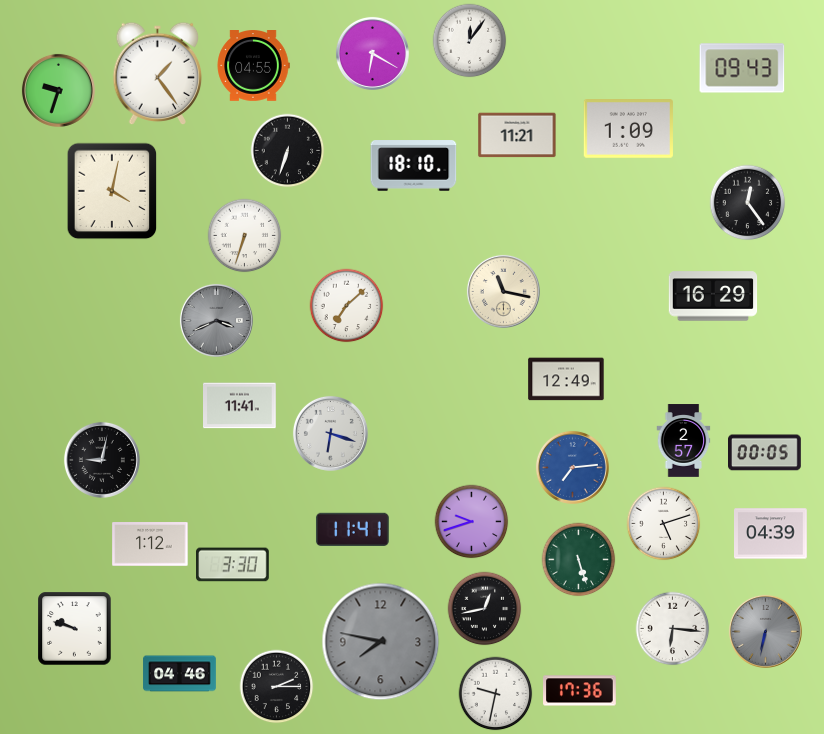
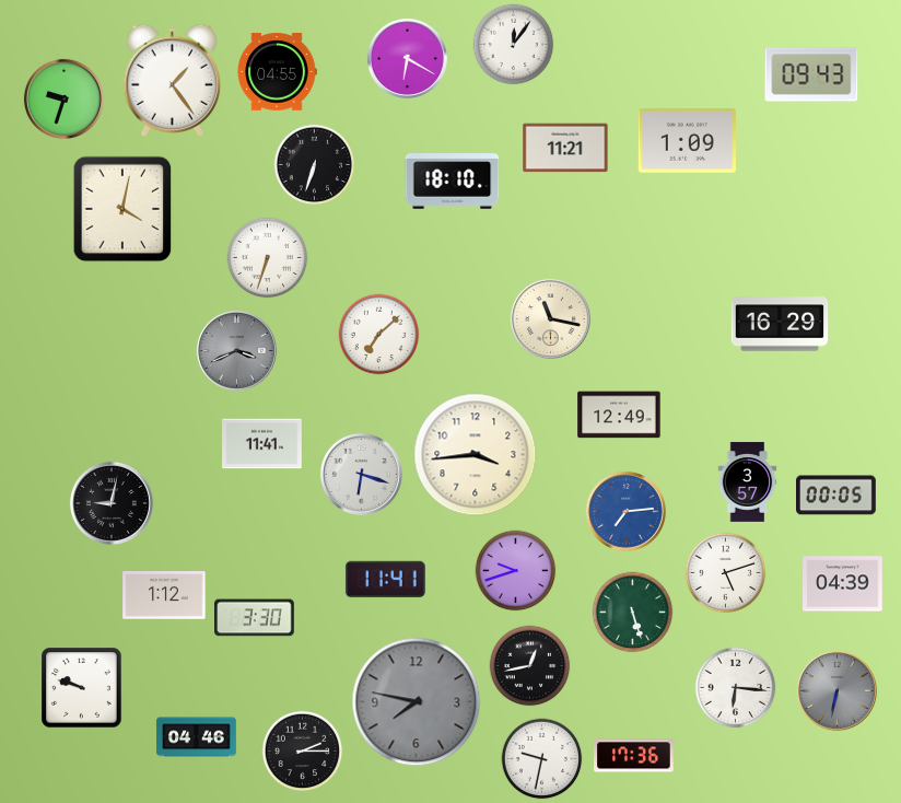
clock at (748, 203): 12:24 -> none
clock at (476, 455): none -> 3:44
clock at (684, 441): 2:57 -> 3:57
